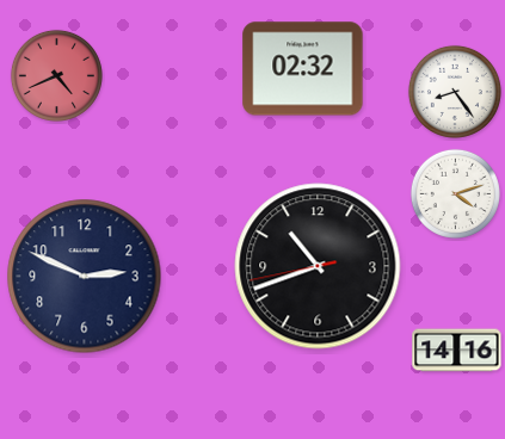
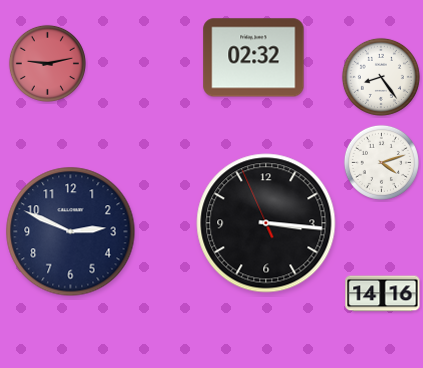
clock at (56, 75): 4:41 -> 9:13
clock at (318, 266): 10:41 -> 3:15
